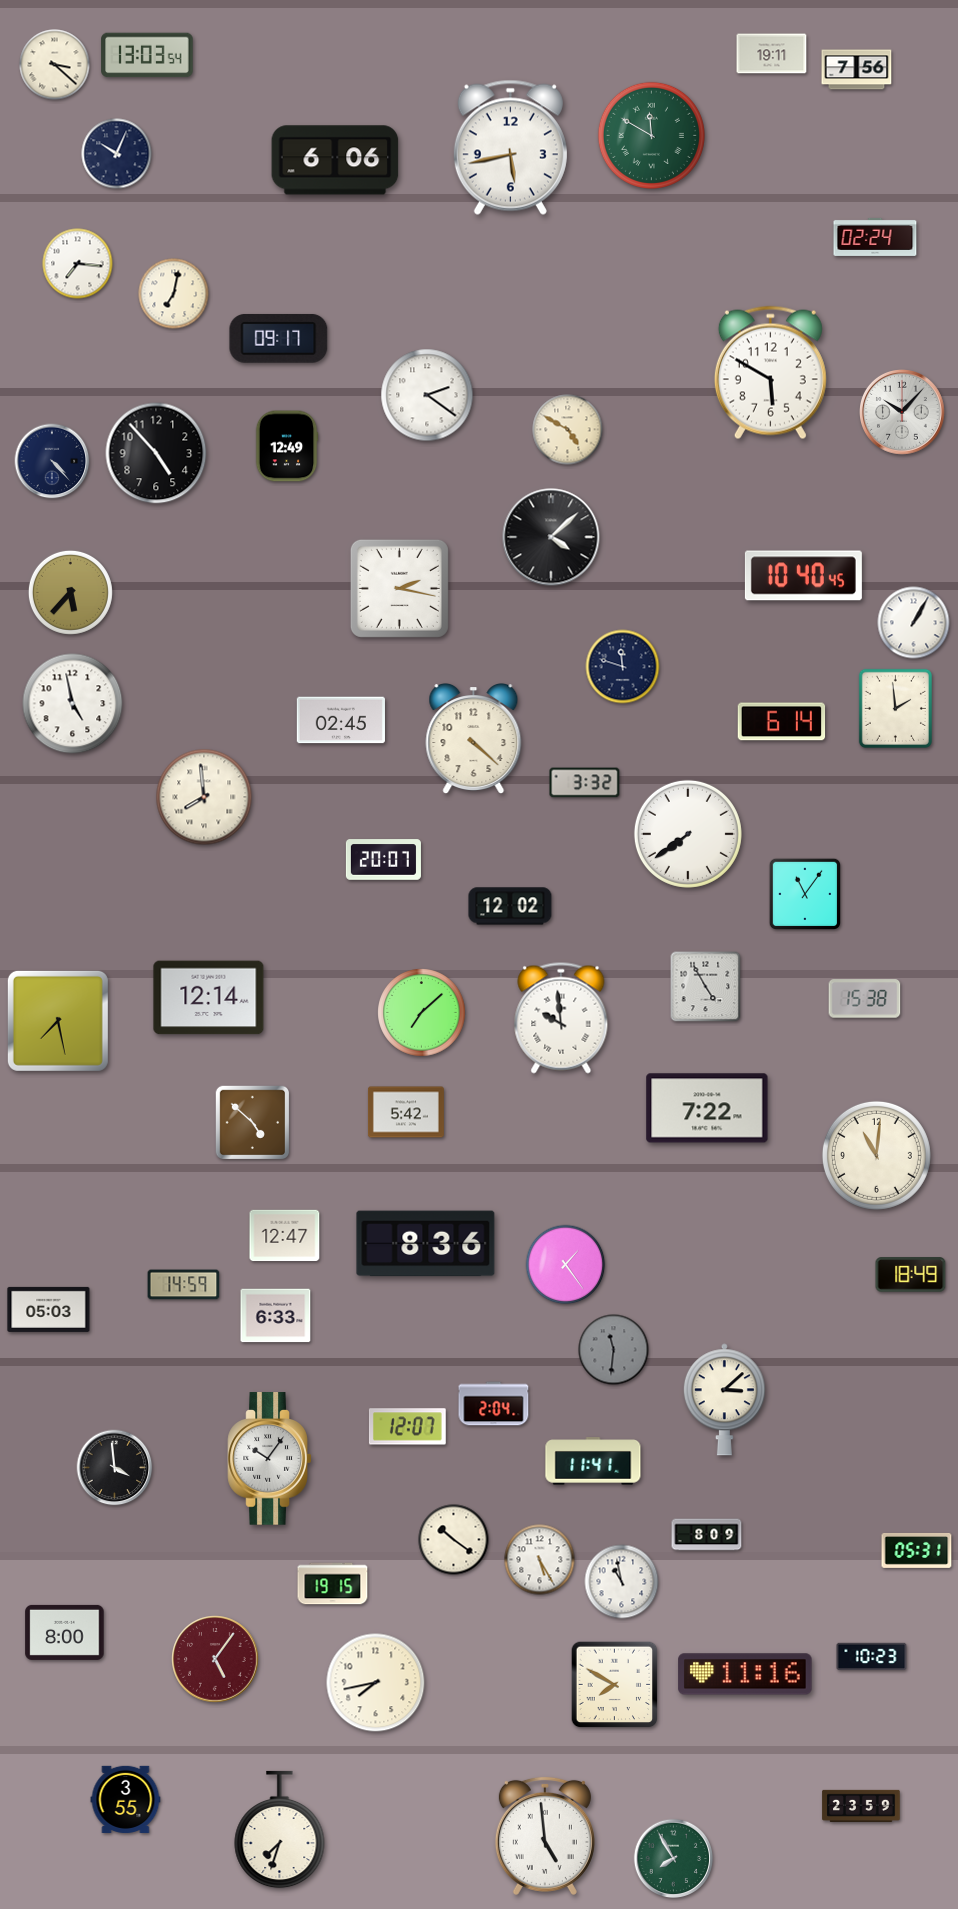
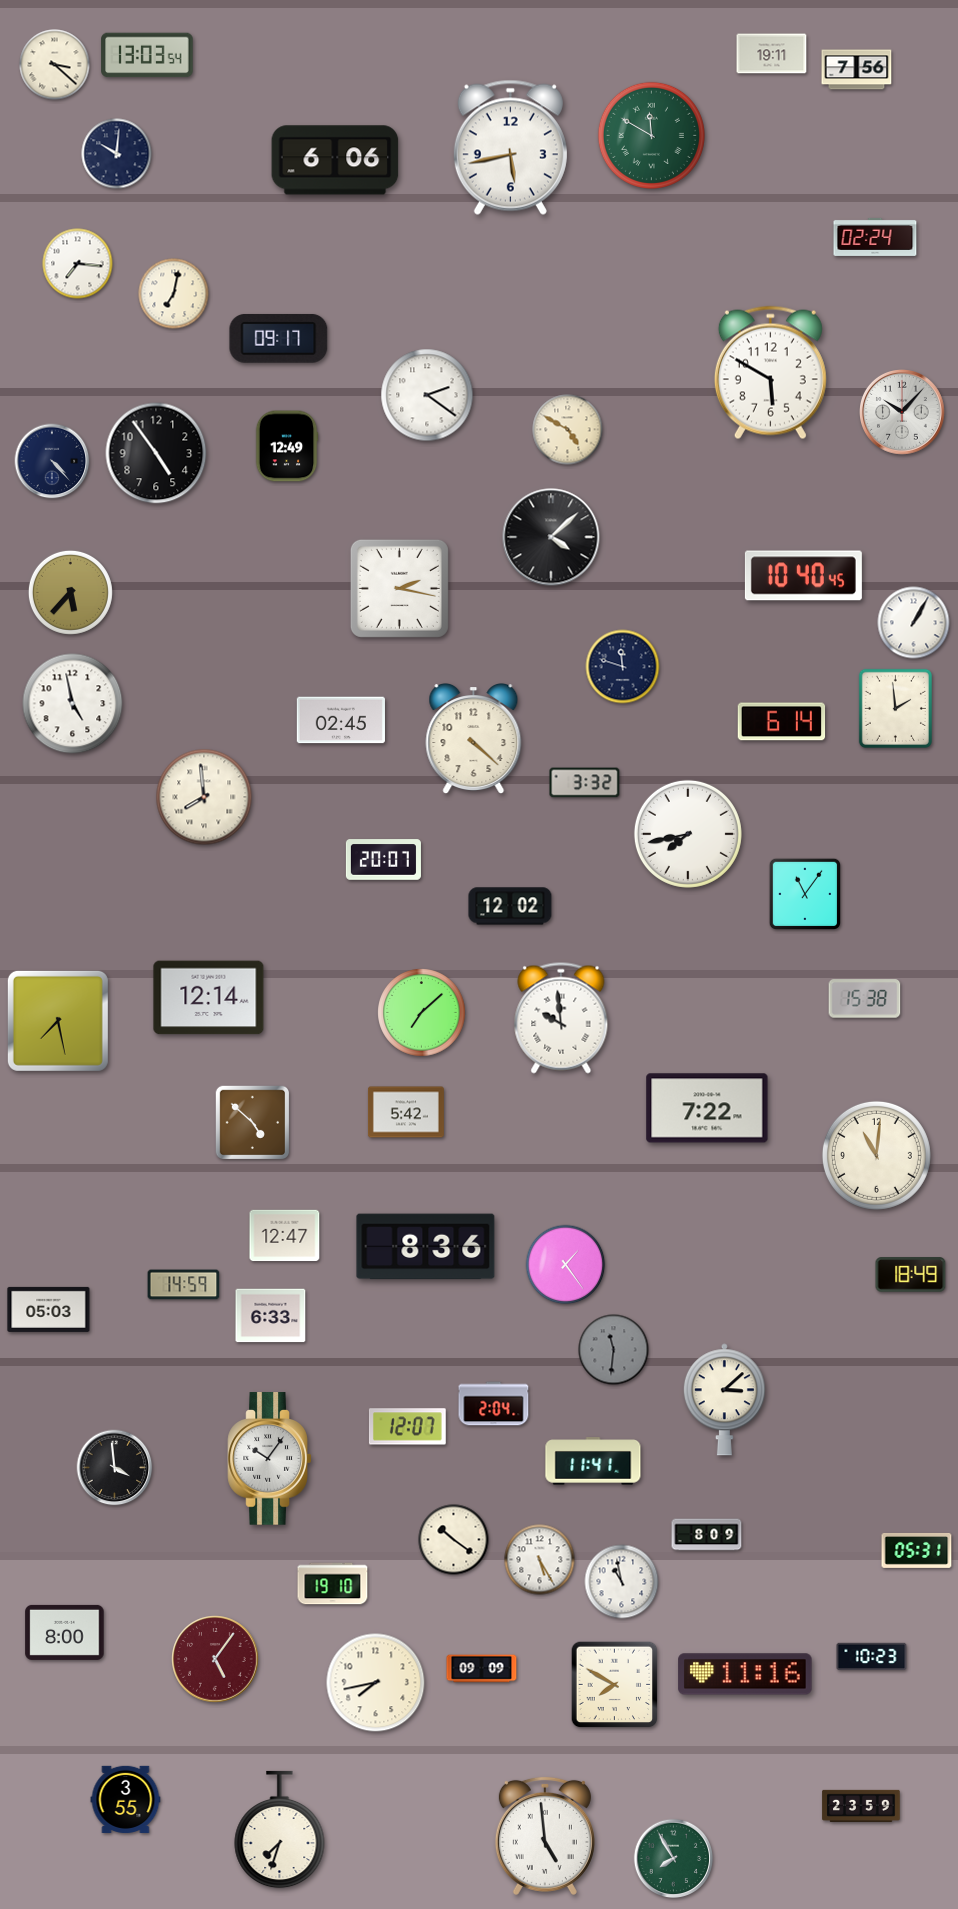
clock at (117, 154): 10:04 -> 10:01
clock at (156, 453): 4:53 -> 4:54
clock at (688, 834): 7:39 -> 7:43
clock at (706, 987): 4:55 -> none
clock at (426, 1244) position: (426, 1244) -> (426, 1247)
clock at (276, 1316) position: (276, 1316) -> (271, 1316)
clock at (333, 1584): 19:15 -> 19:10
clock at (482, 1669): none -> 09:09
